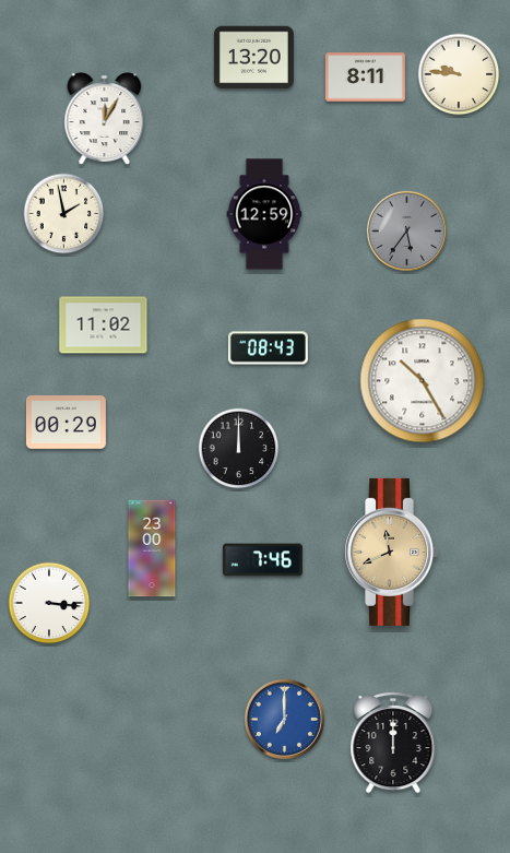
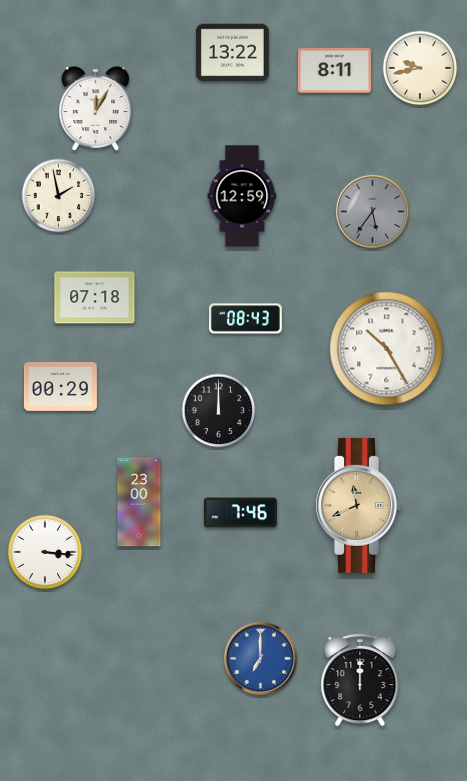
clock at (253, 58): 13:20 -> 13:22
clock at (459, 74): 9:46 -> 9:43
clock at (104, 325): 11:02 -> 07:18
